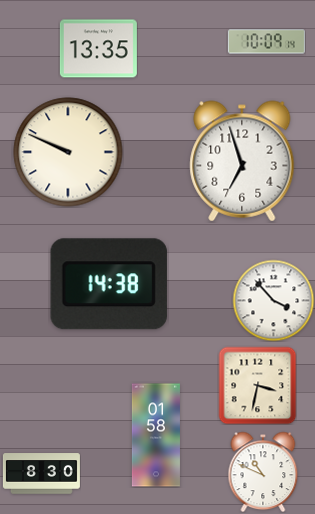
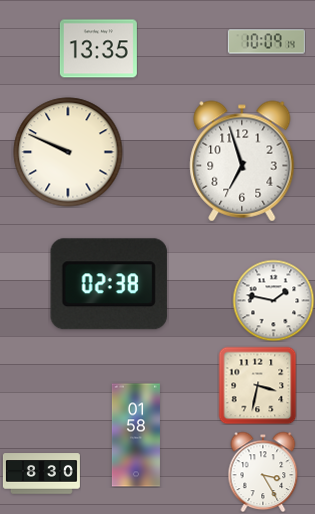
clock at (109, 284): 14:38 -> 02:38
clock at (273, 300): 3:53 -> 1:47
clock at (156, 435) position: (156, 435) -> (136, 435)
clock at (263, 472): 10:49 -> 3:25
